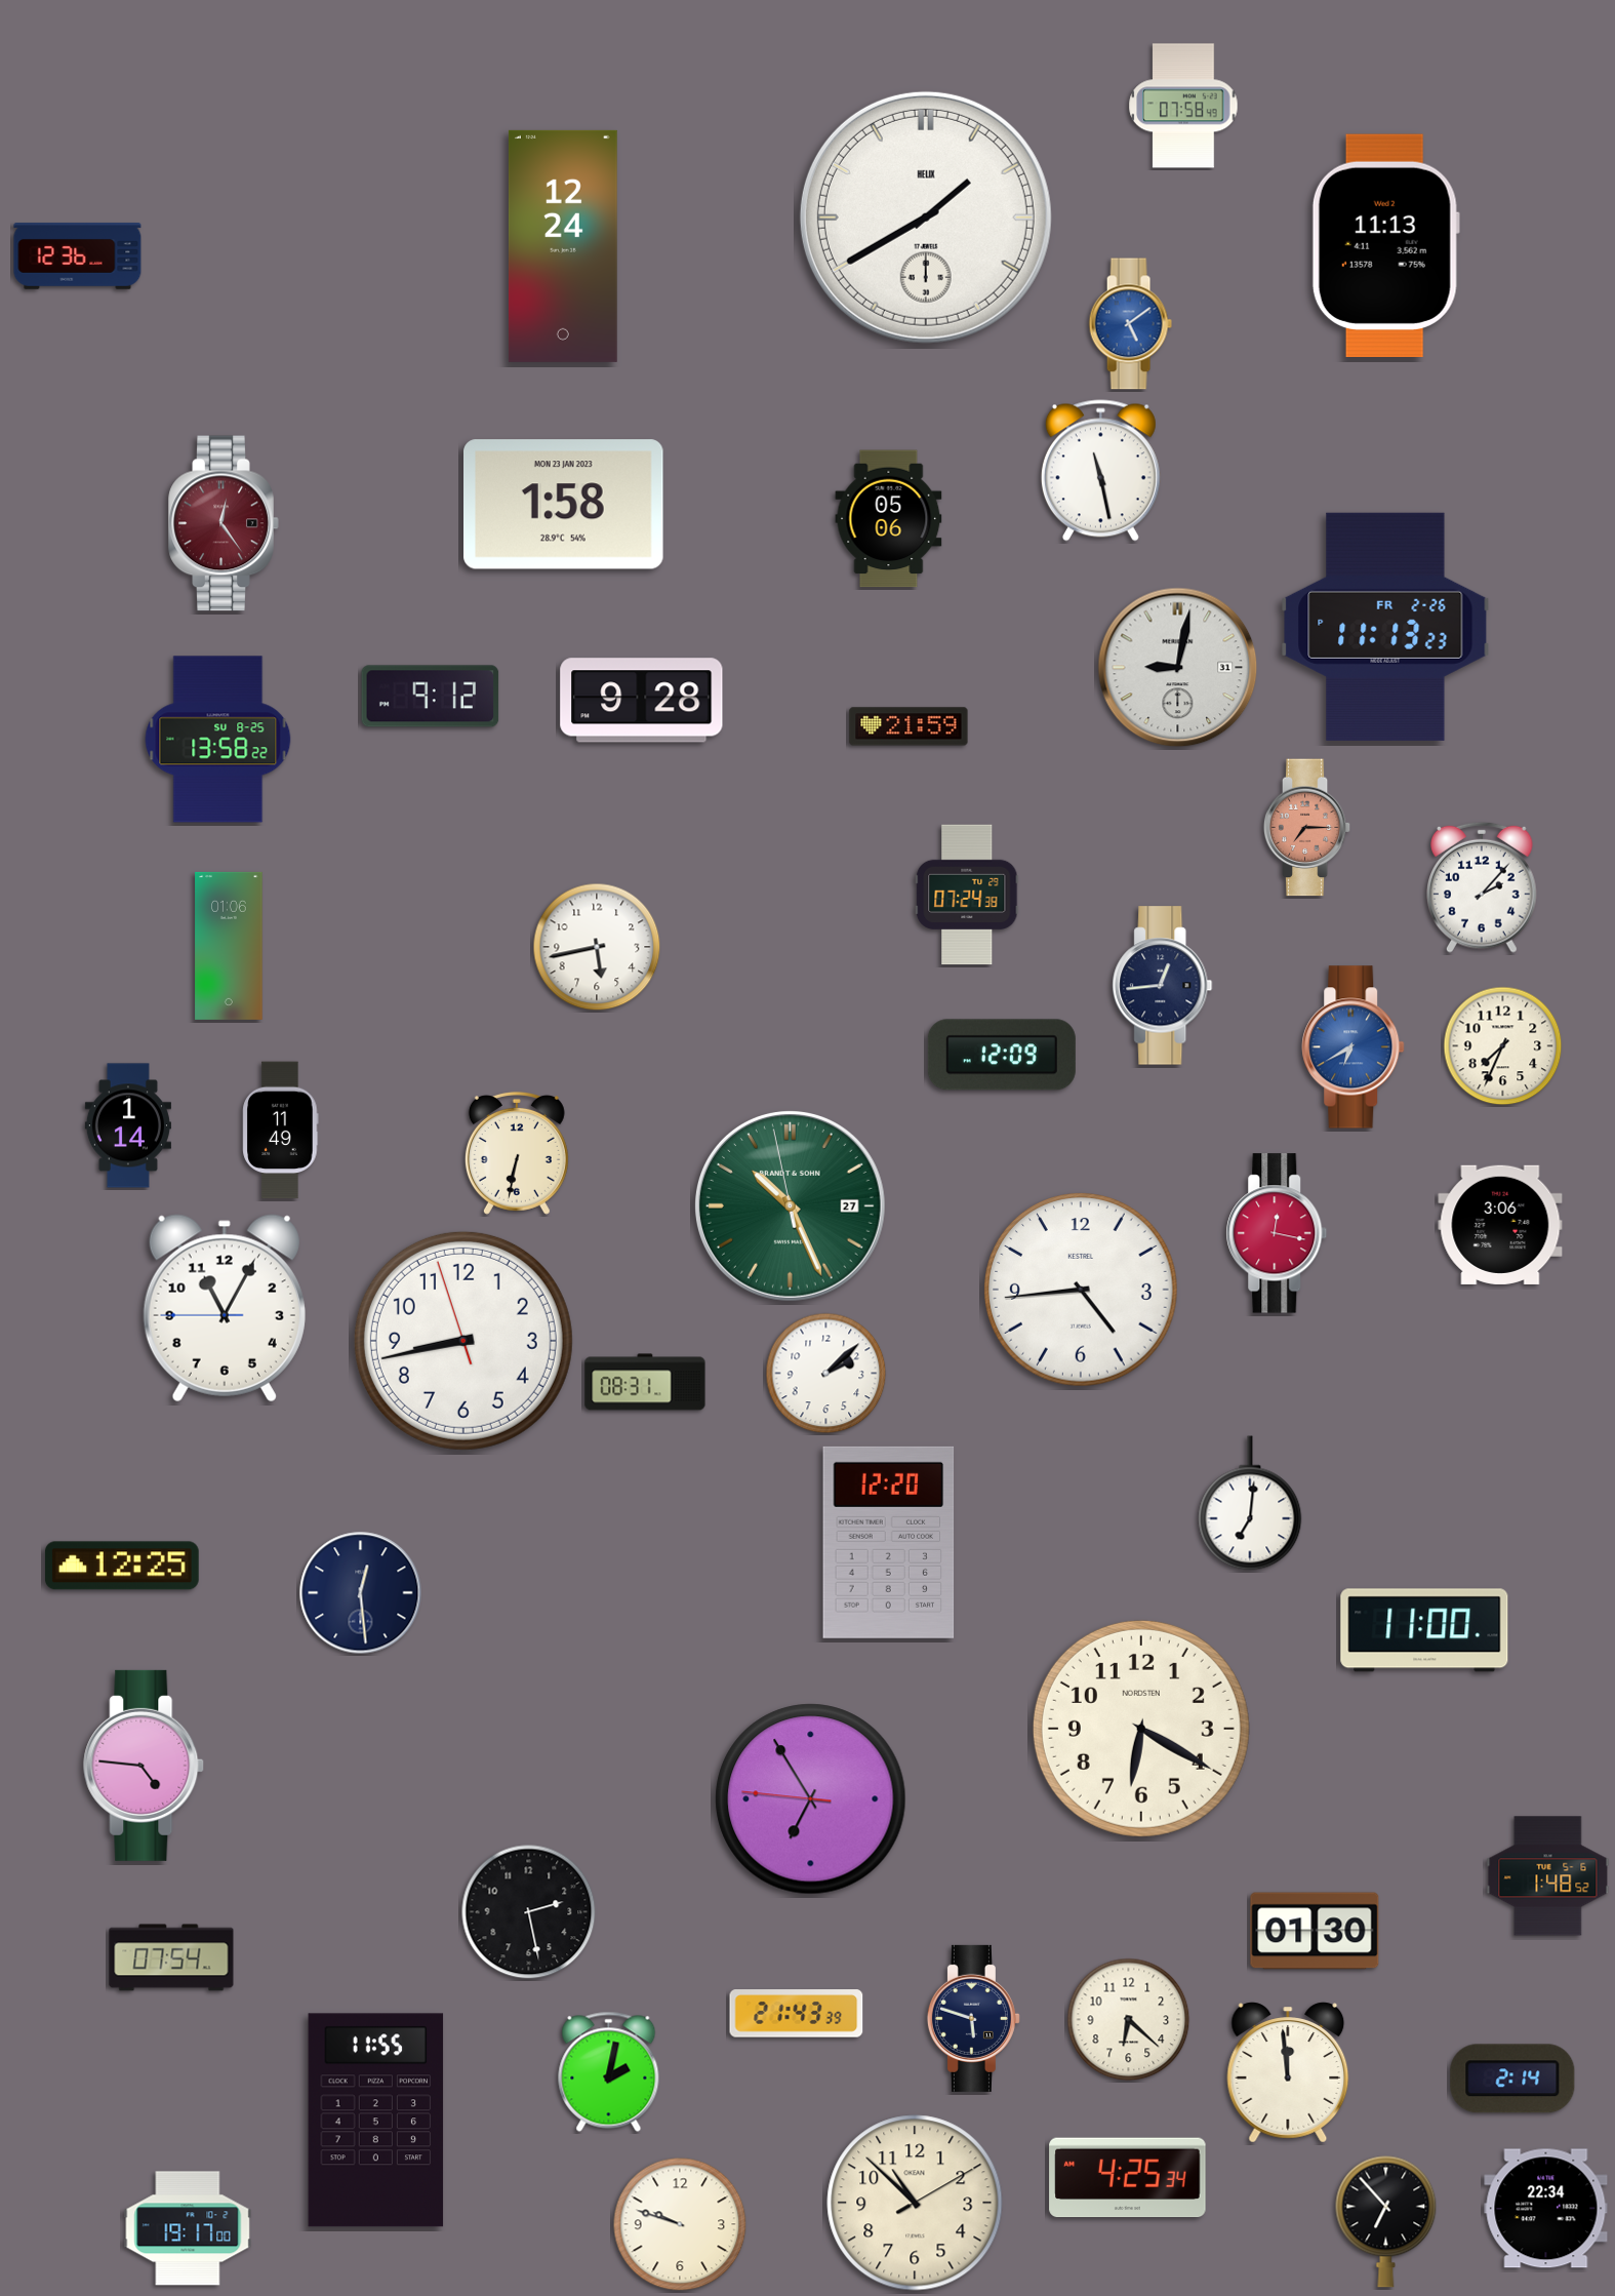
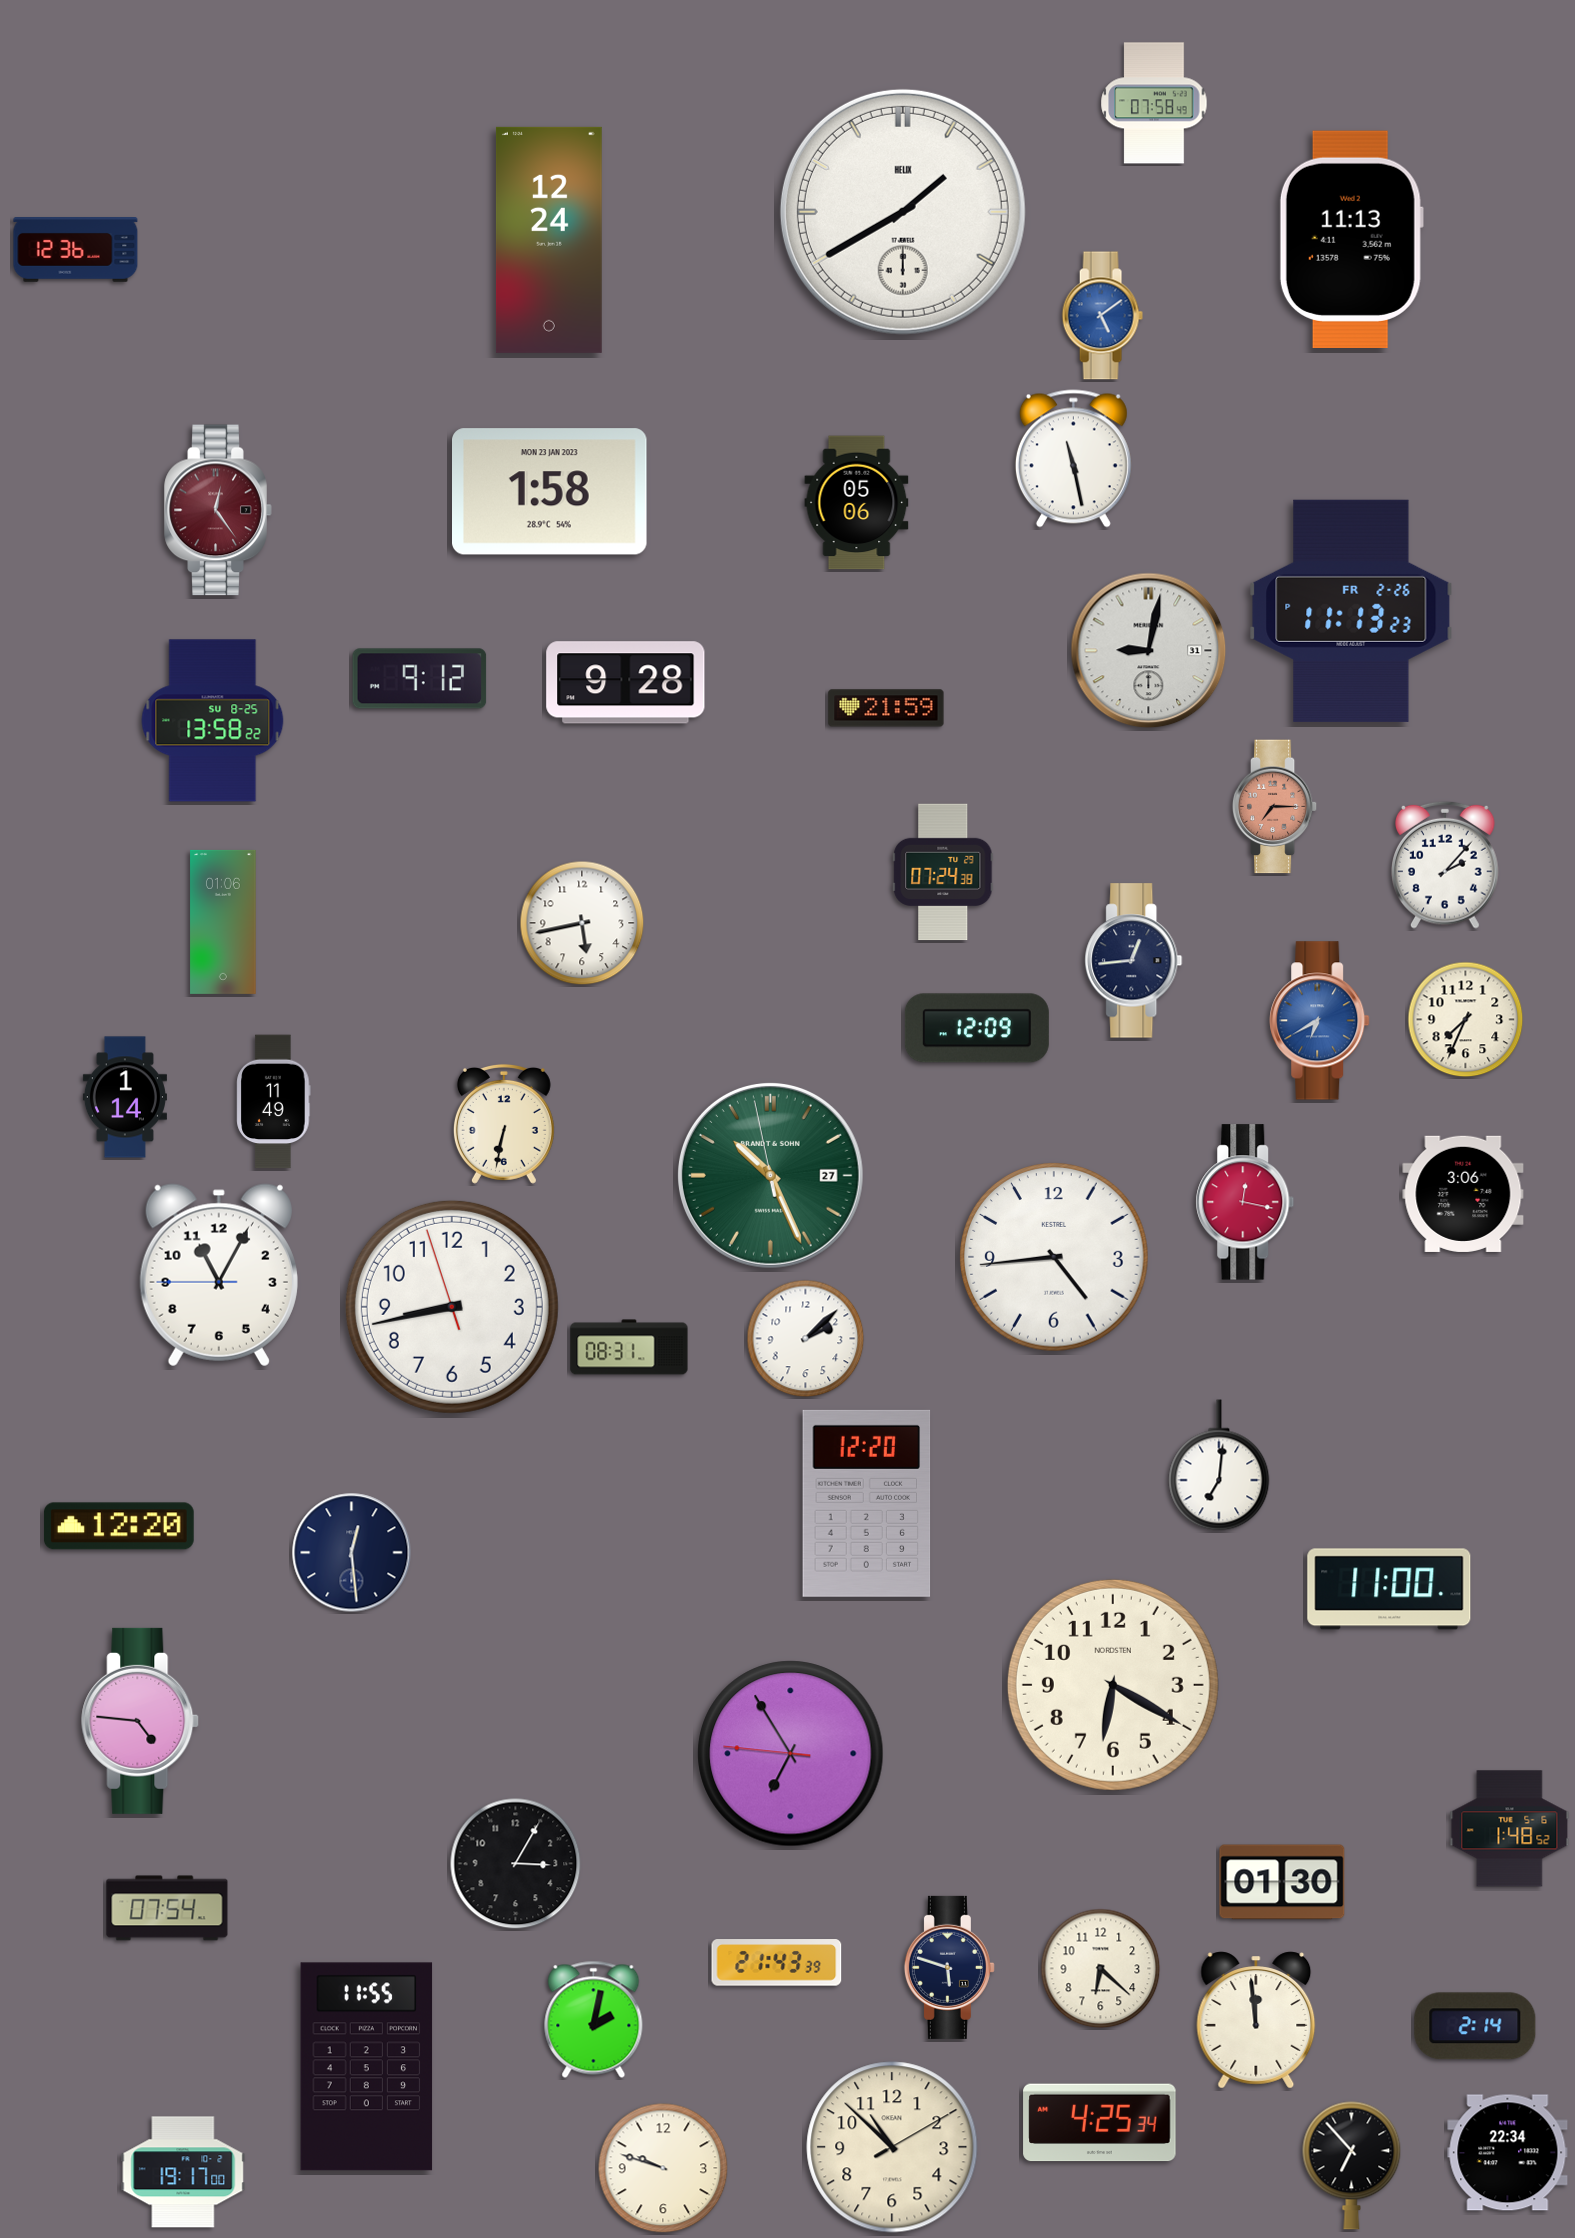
clock at (889, 519) position: (889, 519) -> (857, 503)
clock at (122, 1566): 12:25 -> 12:20
clock at (529, 1912): 2:28 -> 3:05
